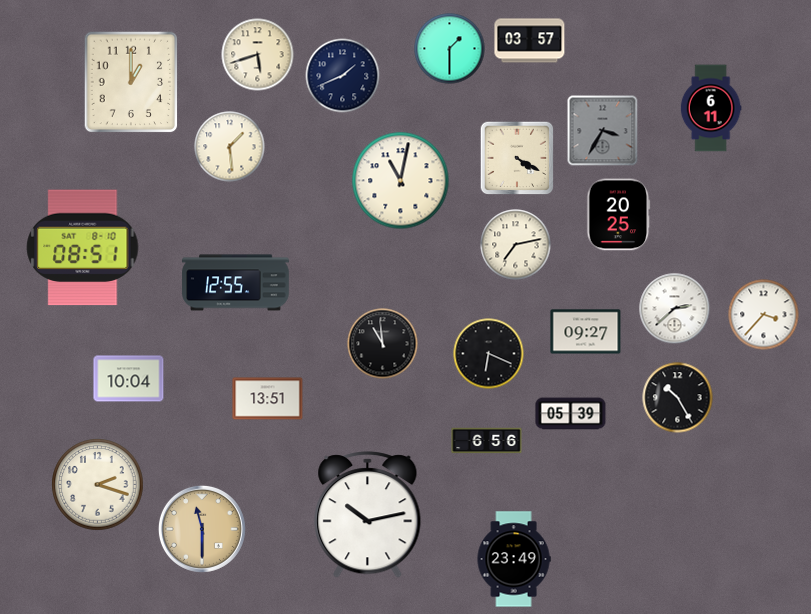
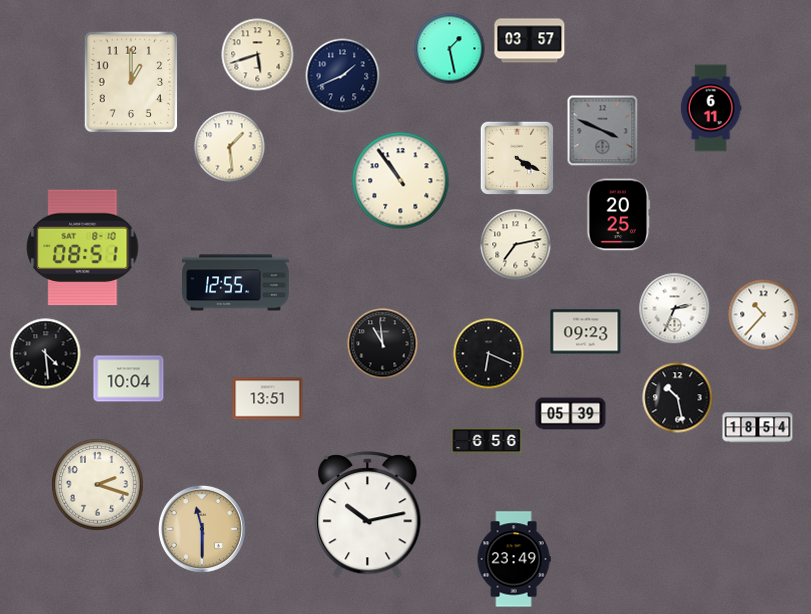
clock at (450, 49): 1:30 -> 1:28
clock at (603, 131): 3:35 -> 3:49
clock at (401, 181): 11:02 -> 10:54
clock at (675, 309): 2:38 -> 2:34
clock at (764, 315): 3:37 -> 10:37
clock at (586, 332): 09:27 -> 09:23
clock at (46, 354): none -> 4:29
clock at (678, 398): 10:25 -> 10:28
clock at (758, 428): none -> 18:54
